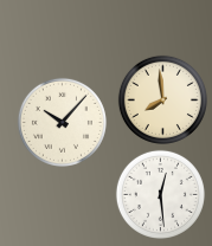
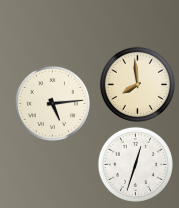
clock at (62, 122): 10:07 -> 5:14
clock at (160, 194): 12:29 -> 12:33
